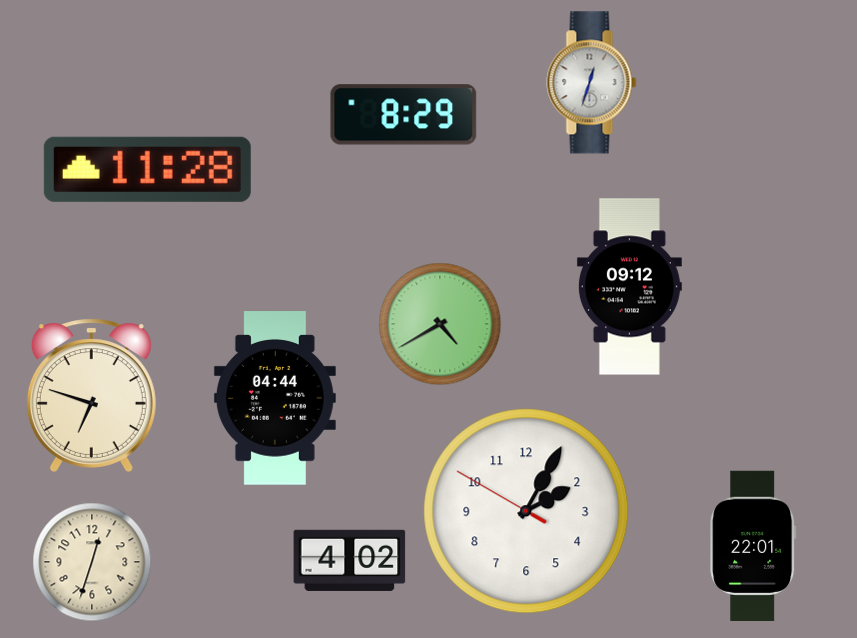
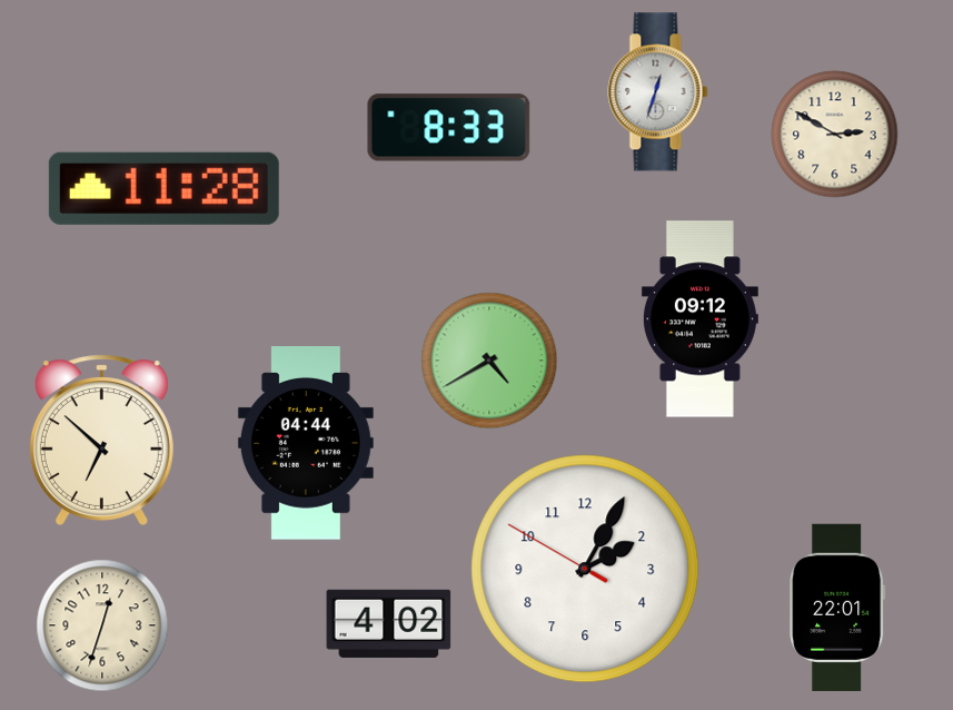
clock at (404, 115): 8:29 -> 8:33
clock at (835, 135): none -> 2:50
clock at (91, 395): 6:48 -> 6:52
